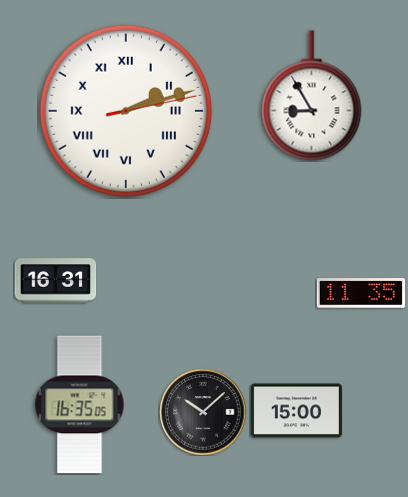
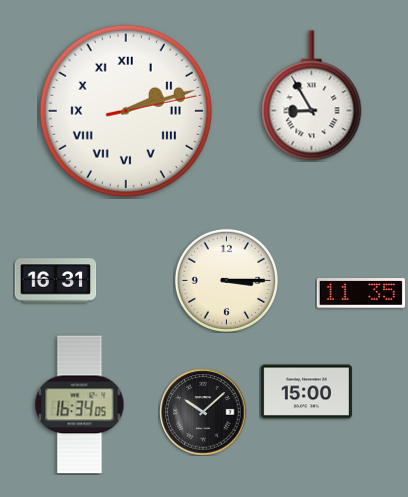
clock at (226, 280): none -> 3:15
clock at (80, 405): 16:35 -> 16:34
clock at (296, 411) position: (296, 411) -> (306, 392)
